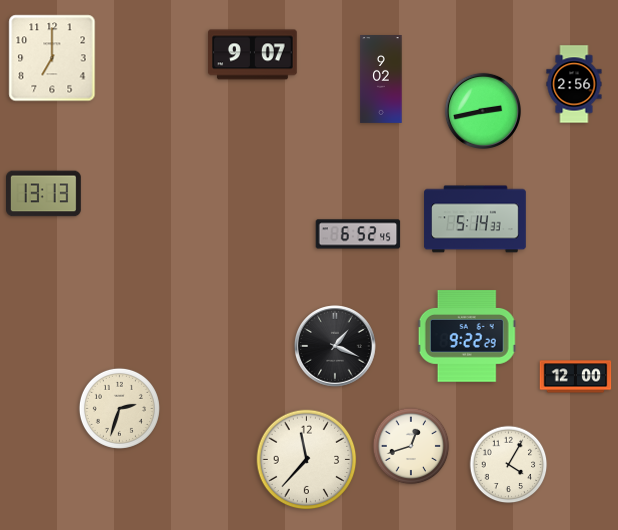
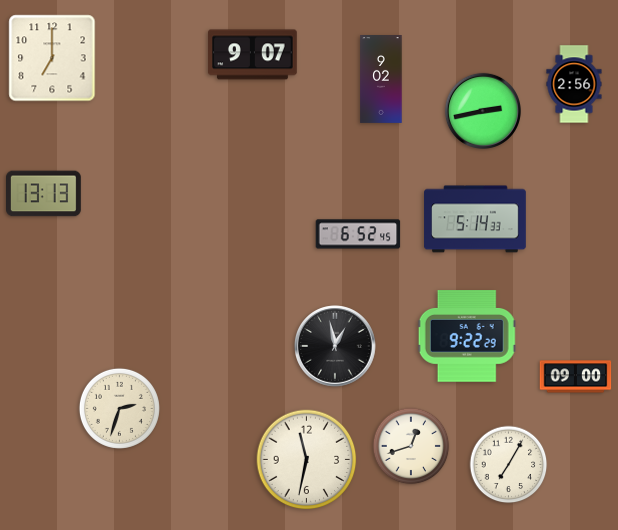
clock at (335, 346): 1:19 -> 12:58
clock at (576, 377): 12:00 -> 09:00
clock at (307, 460): 11:37 -> 11:32
clock at (509, 465): 4:05 -> 7:05
